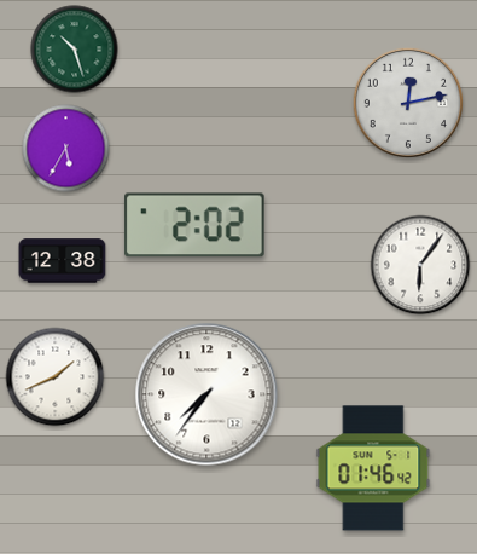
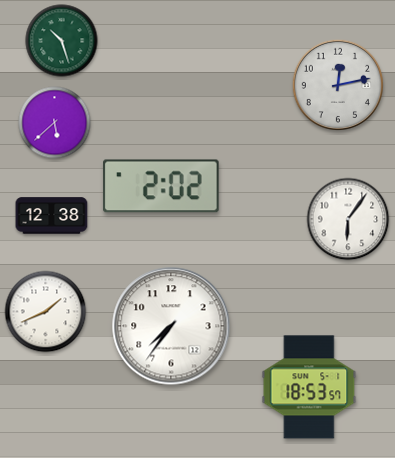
clock at (66, 149): 5:35 -> 5:38
clock at (373, 468): 01:46 -> 18:53
